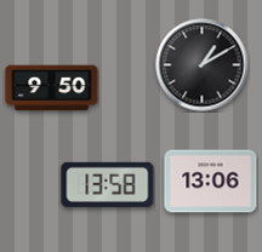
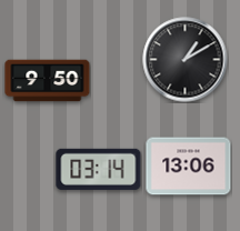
clock at (211, 182) position: (211, 182) -> (189, 167)
clock at (108, 184): 13:58 -> 03:14
